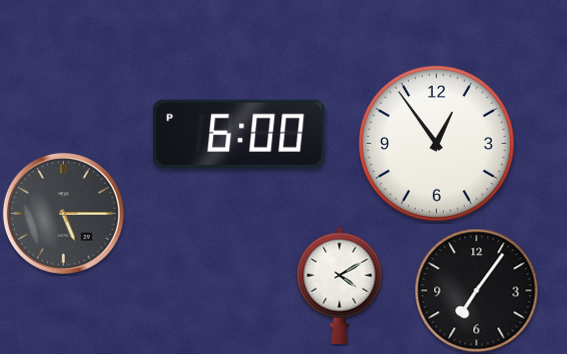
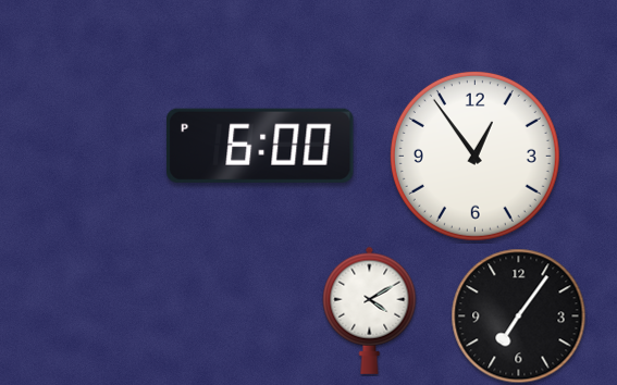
clock at (63, 213): 5:15 -> none
